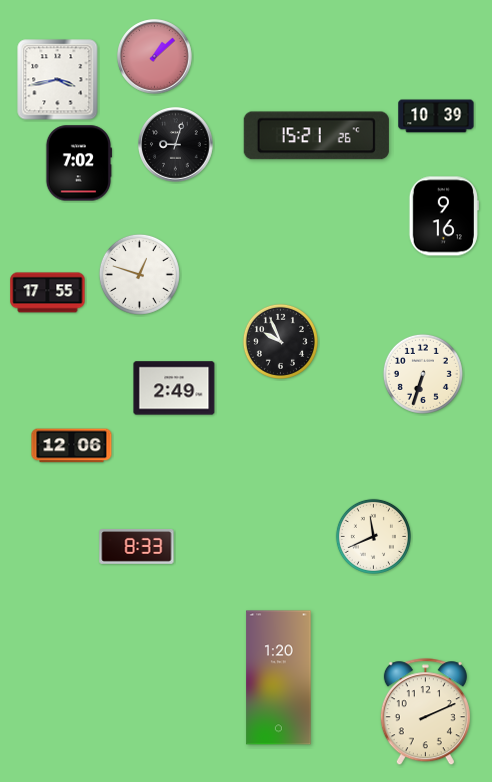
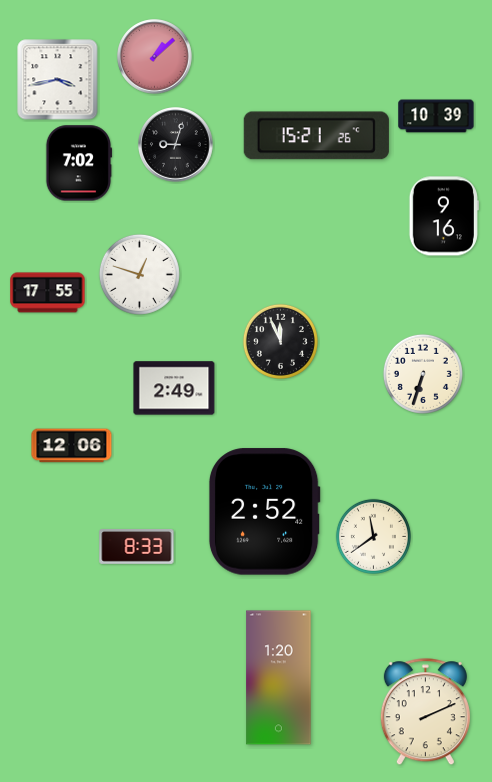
clock at (280, 341): 9:56 -> 11:56
clock at (264, 512): none -> 2:52
clock at (373, 536): 11:41 -> 11:39
